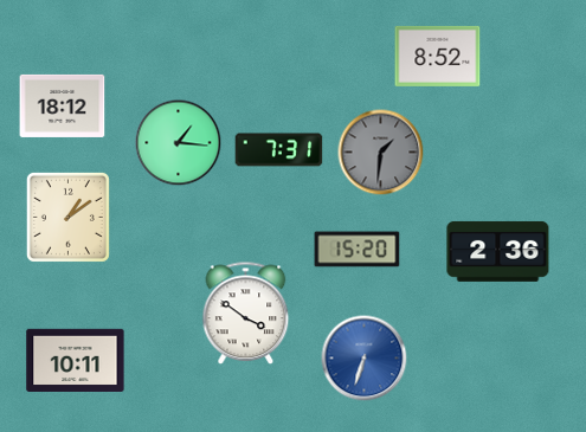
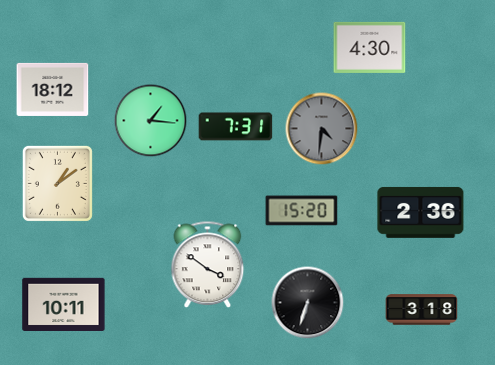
clock at (438, 56): 8:52 -> 4:30
clock at (381, 153): 1:31 -> 4:31
clock at (365, 359) dial: blue -> black
clock at (422, 310): none -> 3:18
